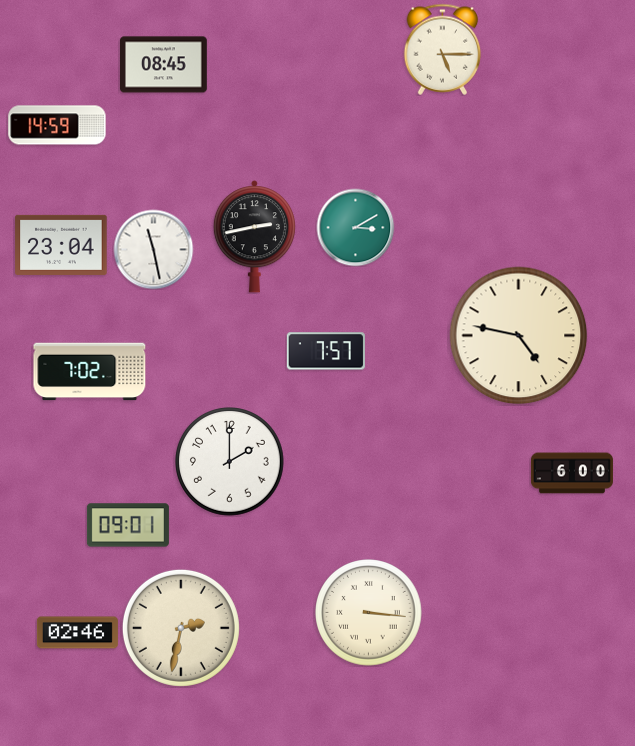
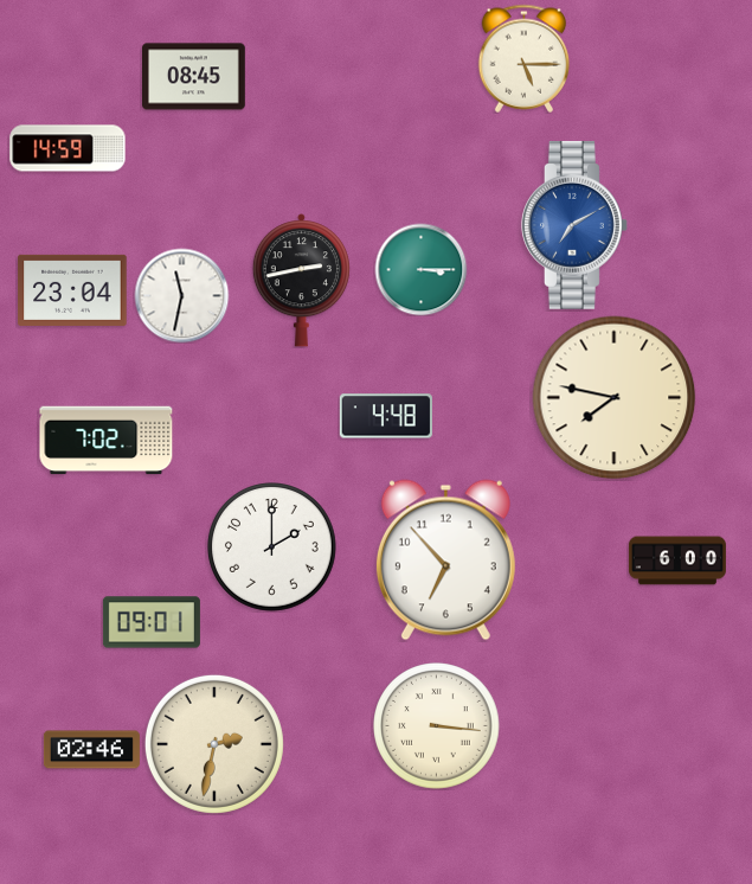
clock at (574, 225): none -> 7:10
clock at (355, 227): 3:10 -> 3:15
clock at (153, 249): 11:28 -> 11:32
clock at (519, 336): 4:47 -> 7:47
clock at (326, 351): 7:57 -> 4:48
clock at (445, 560): none -> 6:53
